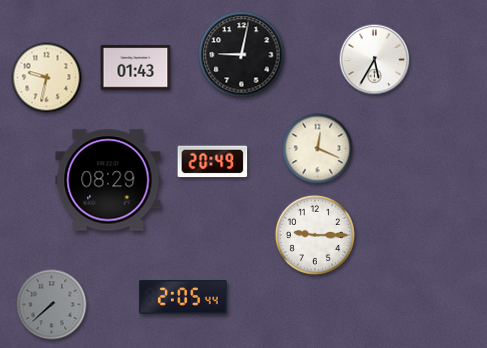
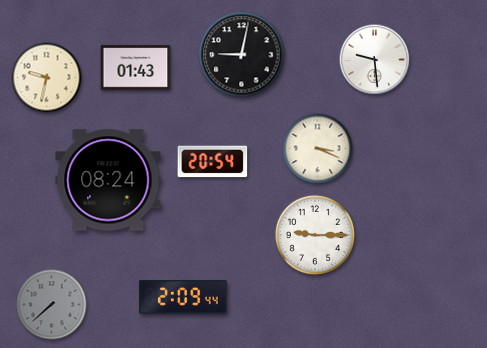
clock at (375, 60): 5:35 -> 9:29
clock at (318, 149): 12:19 -> 3:19
clock at (213, 162): 20:49 -> 20:54
clock at (108, 180): 08:29 -> 08:24
clock at (184, 297): 2:05 -> 2:09
